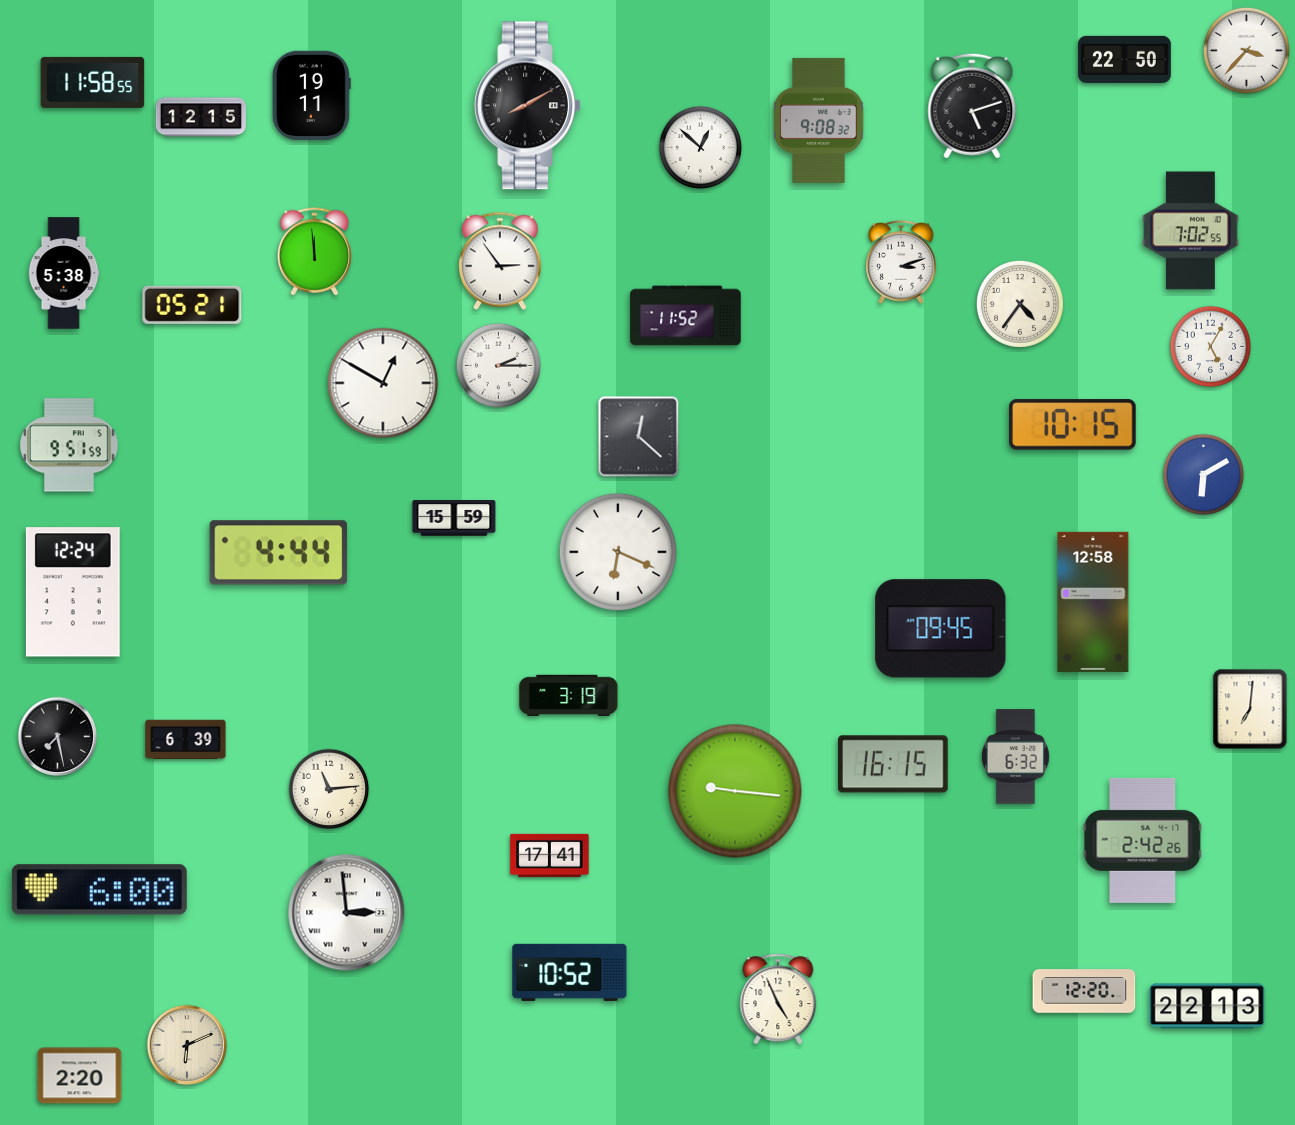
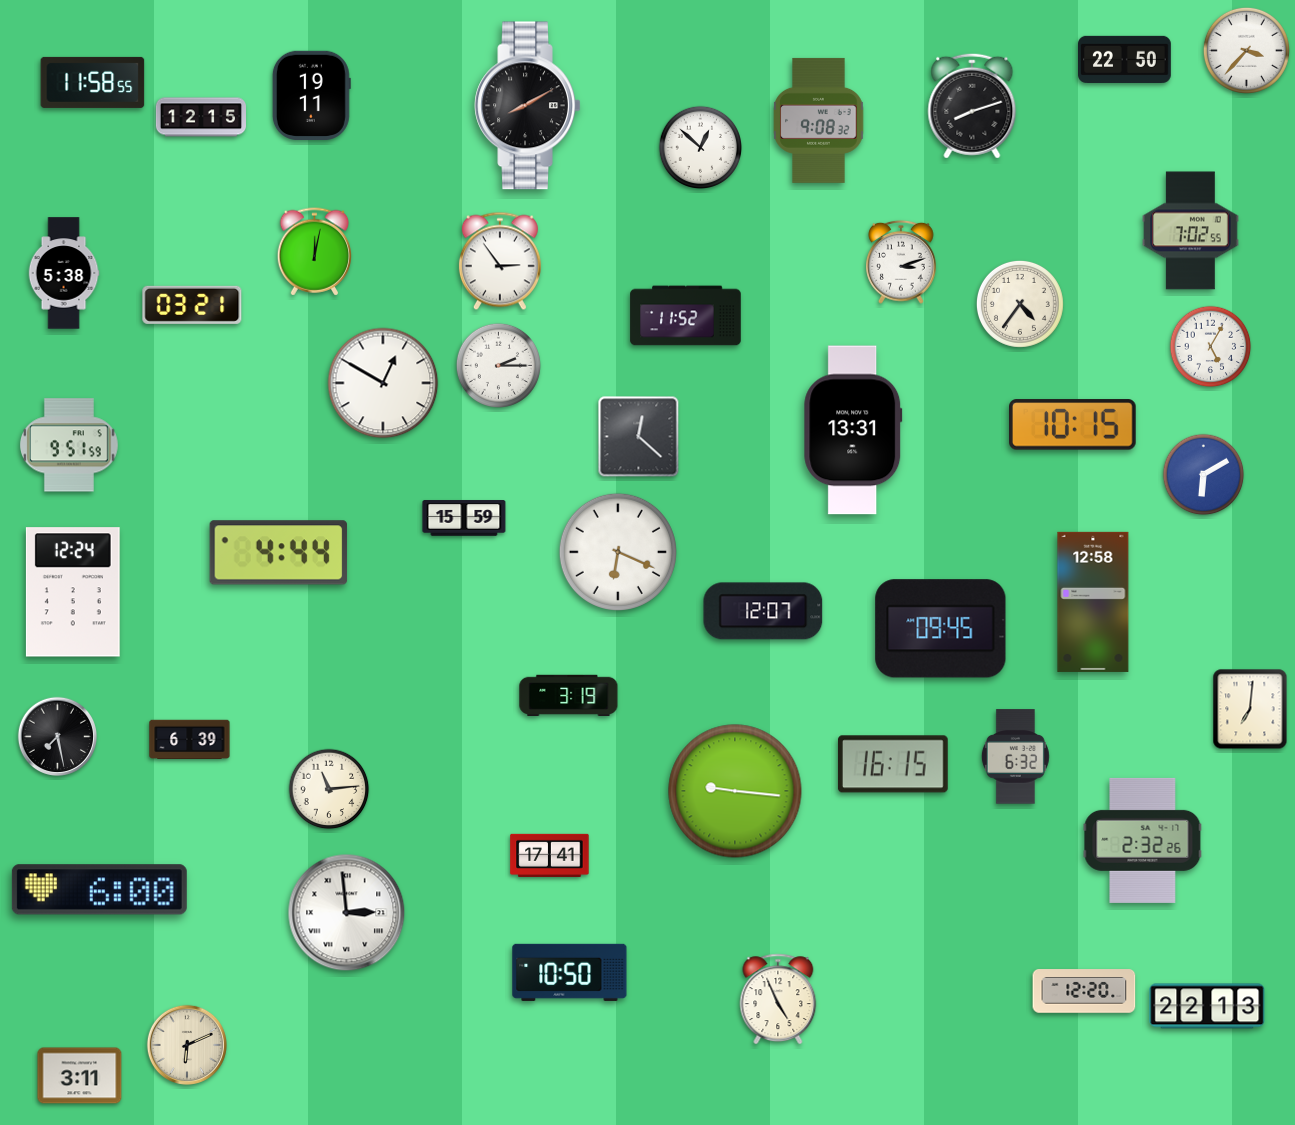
clock at (972, 106): 5:12 -> 8:12
clock at (315, 252): 11:59 -> 12:02
clock at (192, 305): 05:21 -> 03:21
clock at (853, 430): none -> 13:31
clock at (454, 518) position: (454, 518) -> (464, 518)
clock at (763, 611): none -> 12:07
clock at (186, 740) position: (186, 740) -> (190, 740)
clock at (1143, 840): 2:42 -> 2:32
clock at (570, 972): 10:52 -> 10:50
clock at (80, 1076): 2:20 -> 3:11
